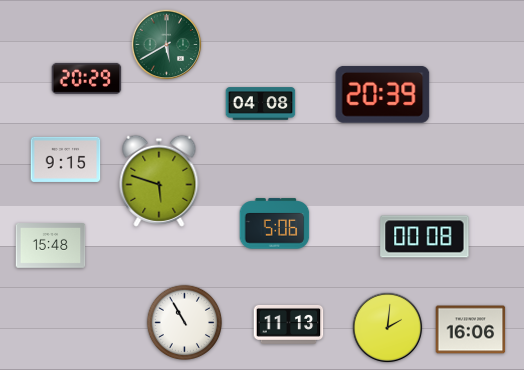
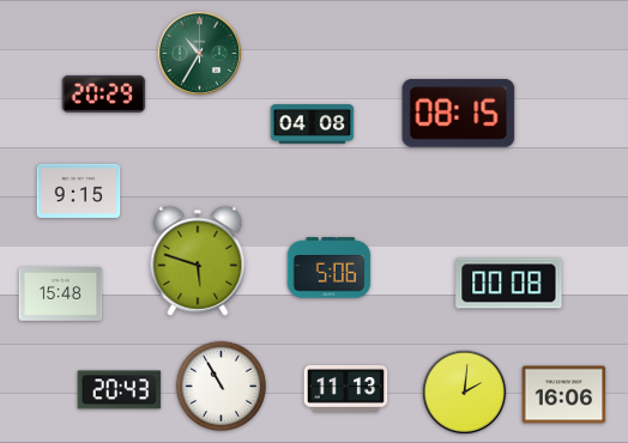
clock at (167, 45): 5:40 -> 10:35
clock at (383, 94): 20:39 -> 08:15
clock at (159, 181) position: (159, 181) -> (198, 261)
clock at (120, 390): none -> 20:43
